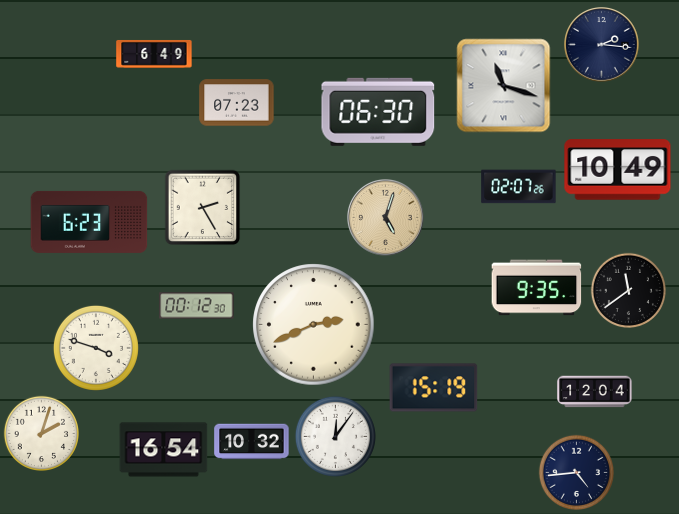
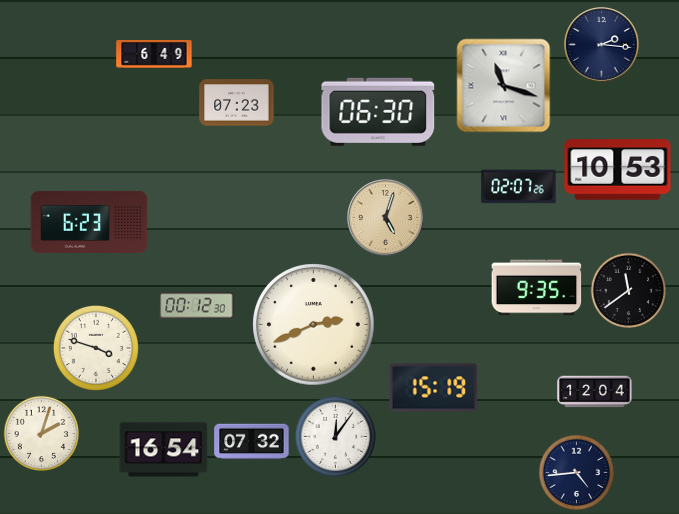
clock at (618, 170): 10:49 -> 10:53
clock at (203, 208): 2:25 -> none
clock at (252, 442): 10:32 -> 07:32
